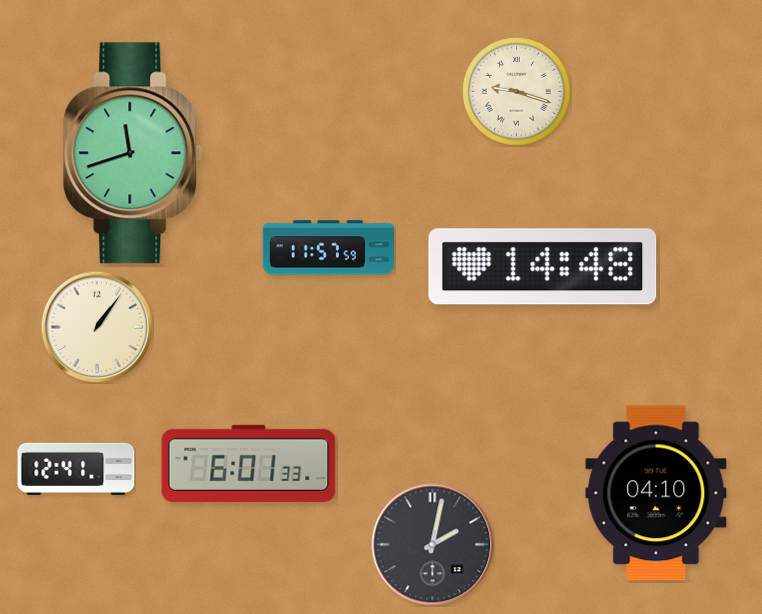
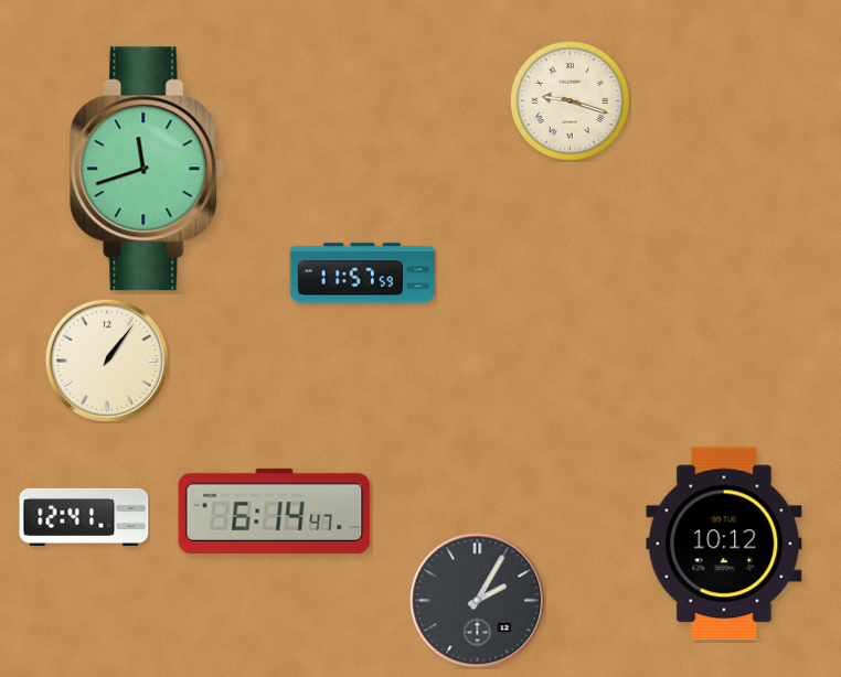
clock at (543, 267): 14:48 -> none
clock at (249, 463): 6:01 -> 6:14
clock at (656, 493): 04:10 -> 10:12
clock at (433, 545): 2:02 -> 2:05
